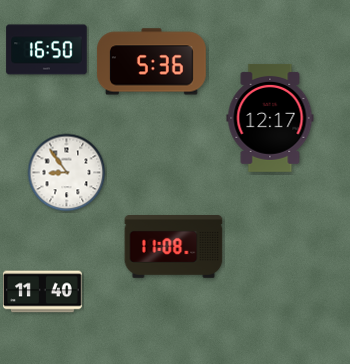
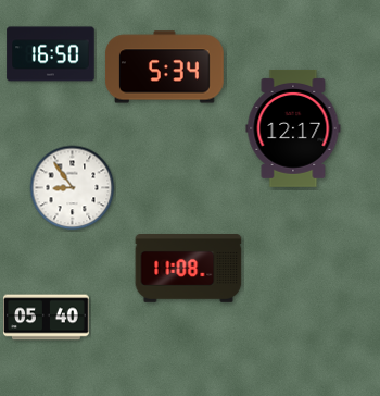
clock at (151, 62): 5:36 -> 5:34
clock at (43, 292): 11:40 -> 05:40
